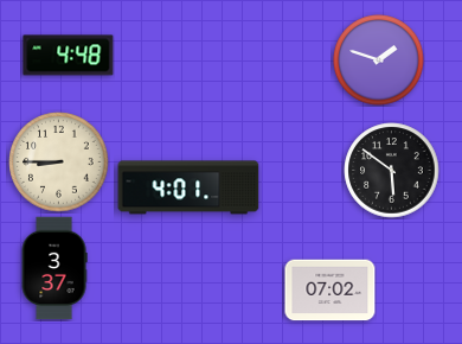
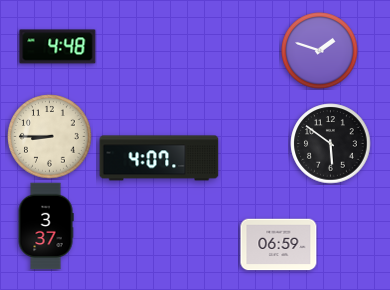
clock at (188, 187): 4:01 -> 4:07
clock at (331, 291): 07:02 -> 06:59
